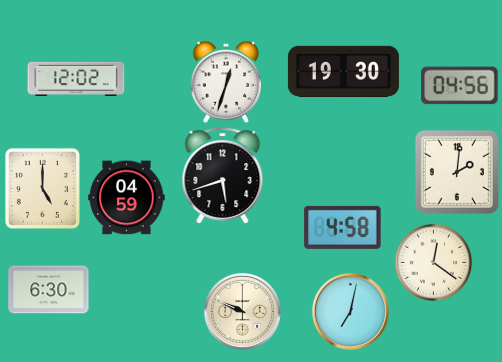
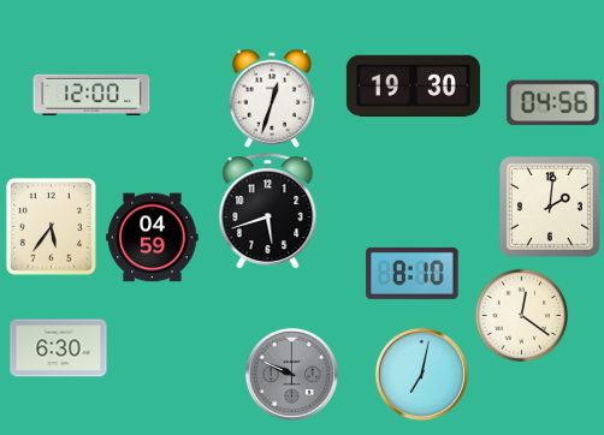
clock at (76, 79): 12:02 -> 12:00
clock at (42, 188): 5:00 -> 5:36
clock at (343, 227): 4:58 -> 8:10
clock at (242, 311) dial: cream -> grey
